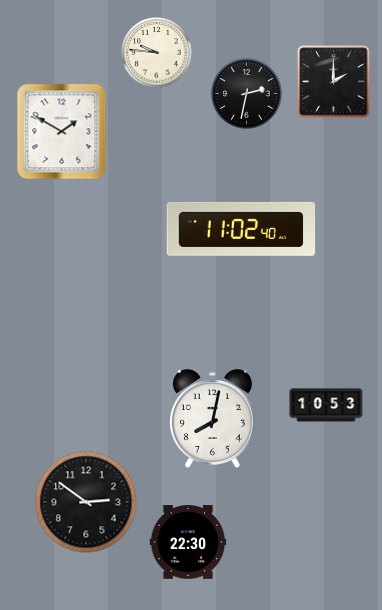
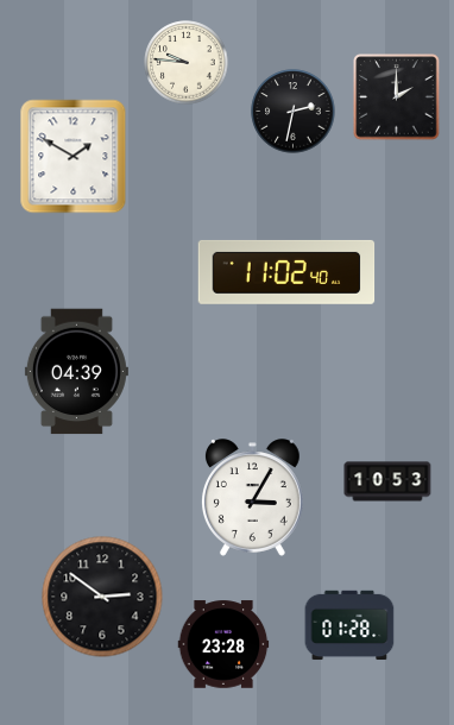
clock at (76, 372): none -> 04:39
clock at (212, 419): 8:02 -> 3:05
clock at (349, 625): none -> 01:28
clock at (188, 542): 22:30 -> 23:28
